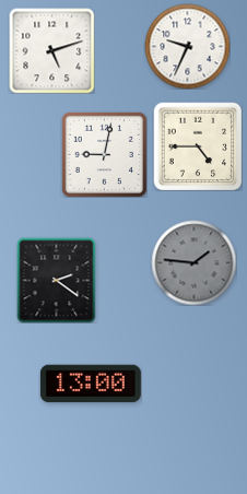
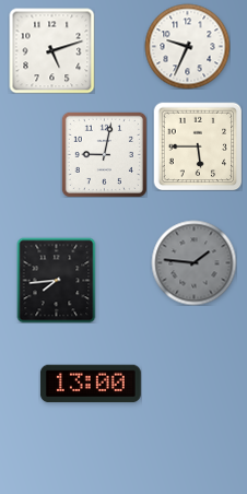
clock at (198, 146): 4:45 -> 5:45
clock at (57, 280): 2:21 -> 7:44
